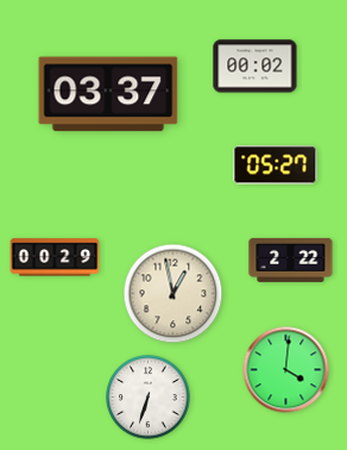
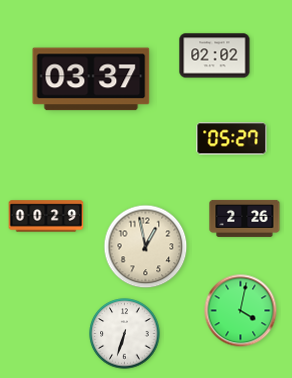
clock at (255, 67): 00:02 -> 02:02
clock at (291, 260): 2:22 -> 2:26
clock at (286, 370): 4:01 -> 4:02
